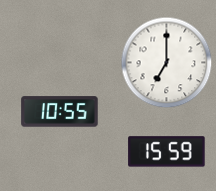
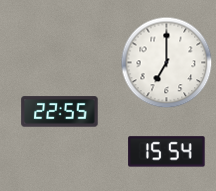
clock at (60, 112): 10:55 -> 22:55
clock at (167, 152): 15:59 -> 15:54
